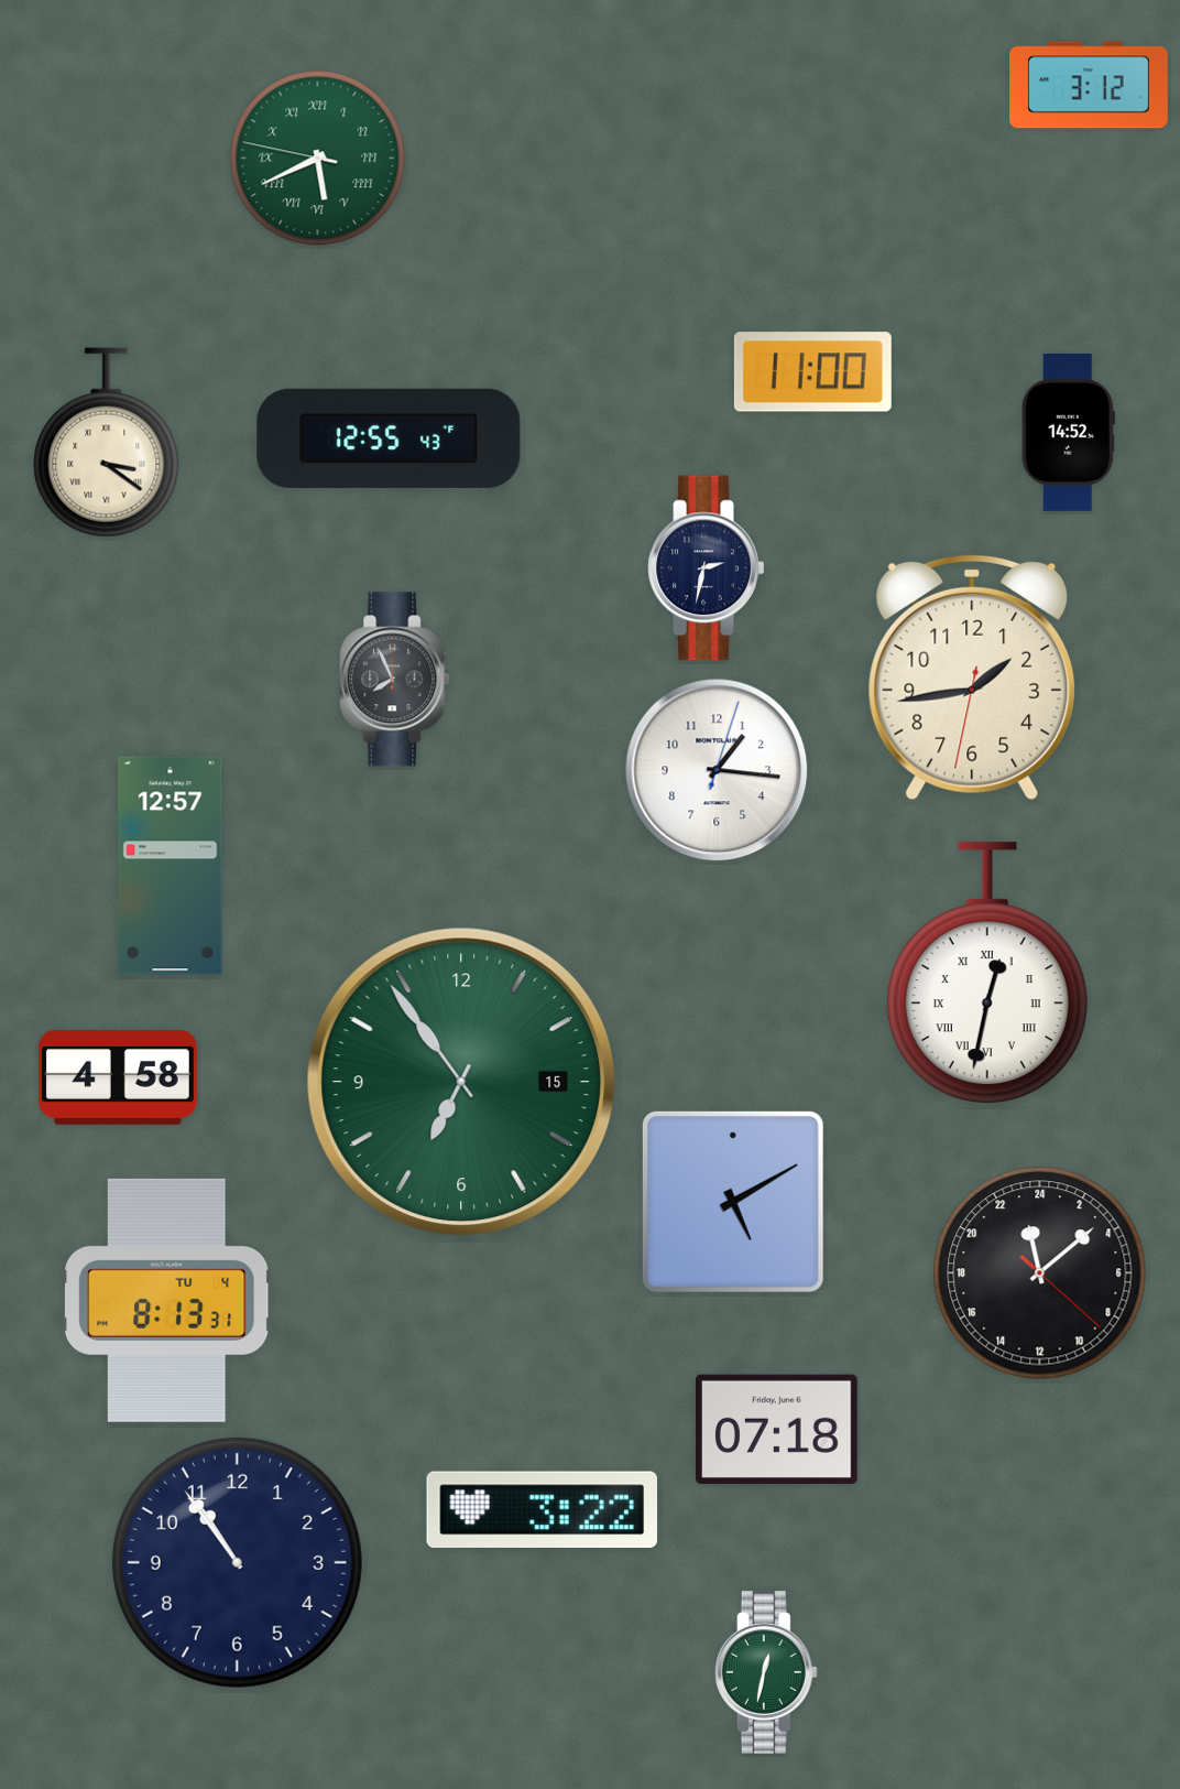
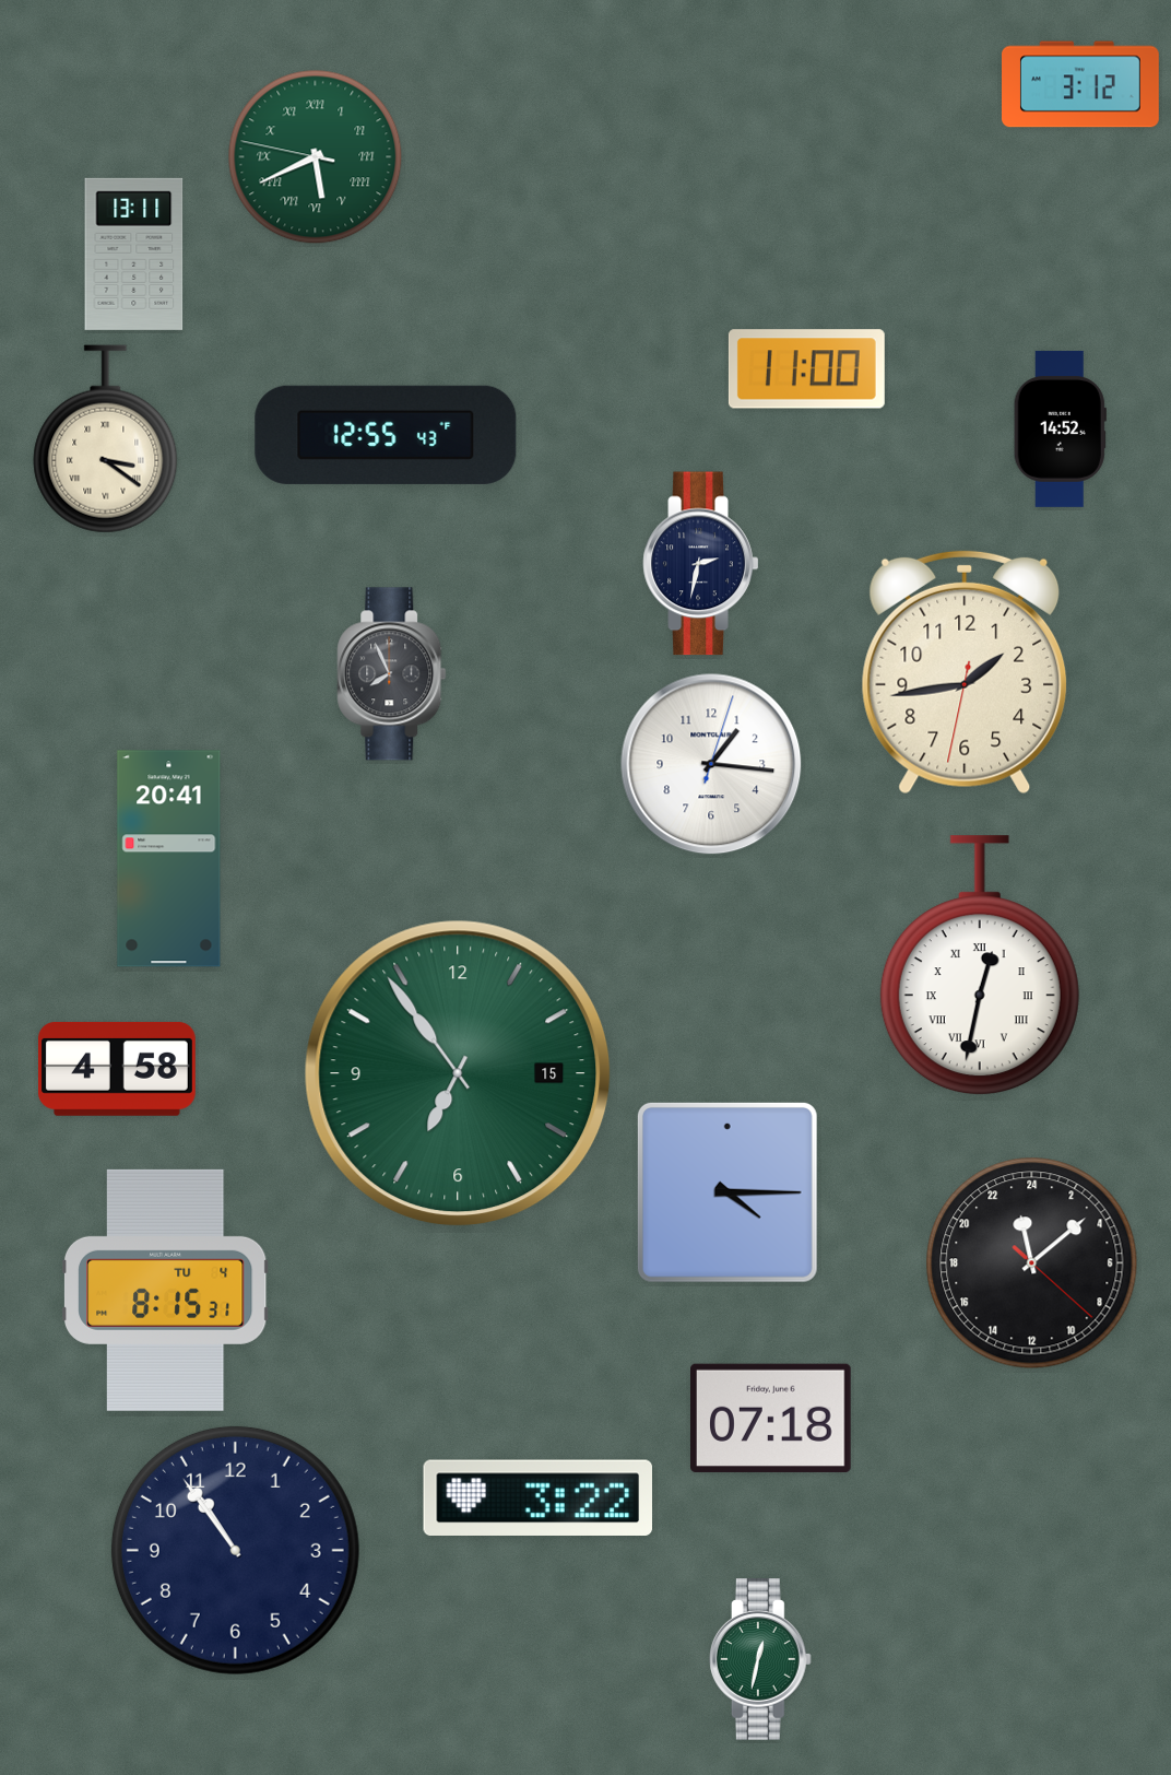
clock at (134, 254): none -> 13:11
clock at (171, 866): 12:57 -> 20:41
clock at (733, 1202): 5:10 -> 4:15
clock at (166, 1300): 8:13 -> 8:15
